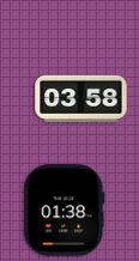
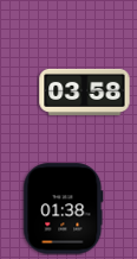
clock at (81, 98) position: (81, 98) -> (85, 91)
